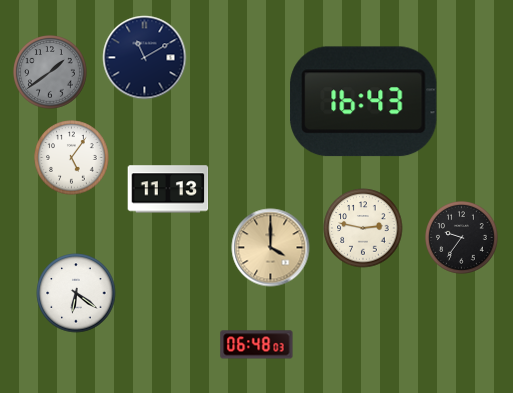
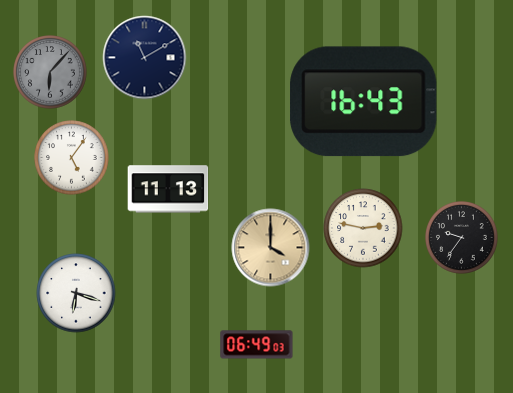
clock at (50, 72): 1:39 -> 6:07
clock at (76, 293): 6:21 -> 6:18
clock at (257, 345): 06:48 -> 06:49
